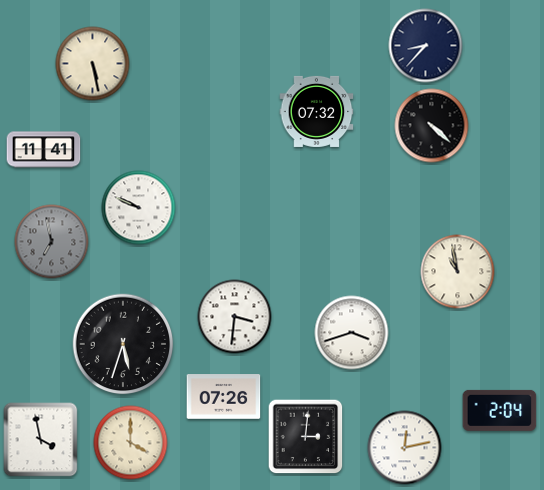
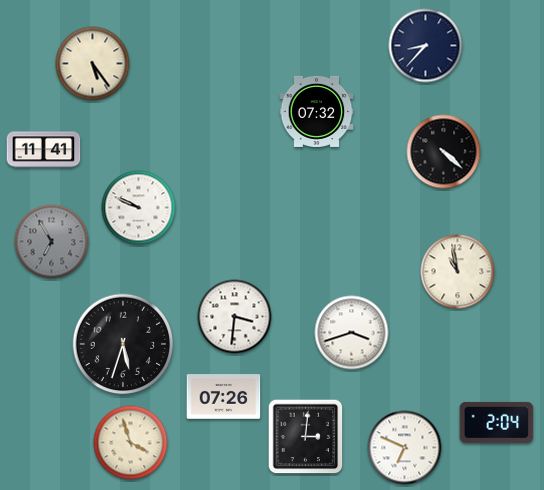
clock at (93, 64): 5:28 -> 5:24
clock at (432, 126) position: (432, 126) -> (444, 152)
clock at (52, 242): 6:58 -> 6:55
clock at (500, 410) position: (500, 410) -> (497, 422)
clock at (41, 440): 3:58 -> none
clock at (131, 443): 4:00 -> 3:57
clock at (405, 448): 12:13 -> 6:49
